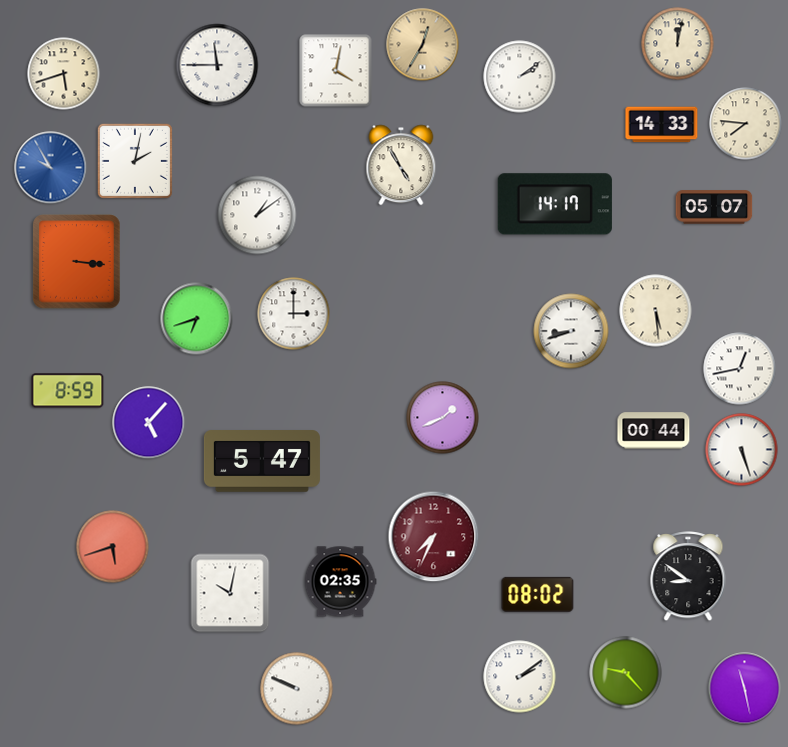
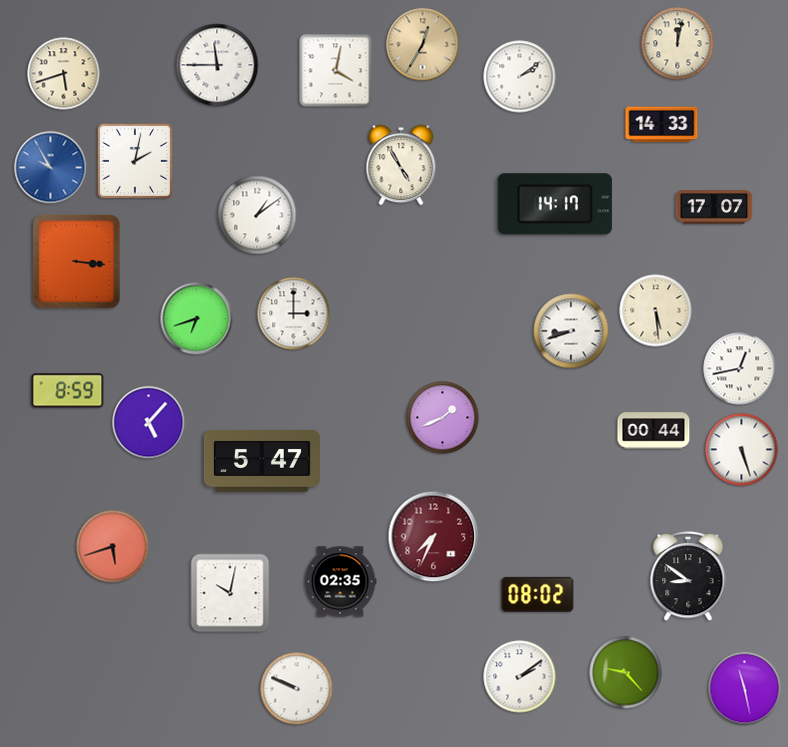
clock at (746, 124): 7:46 -> none
clock at (714, 207): 05:07 -> 17:07
